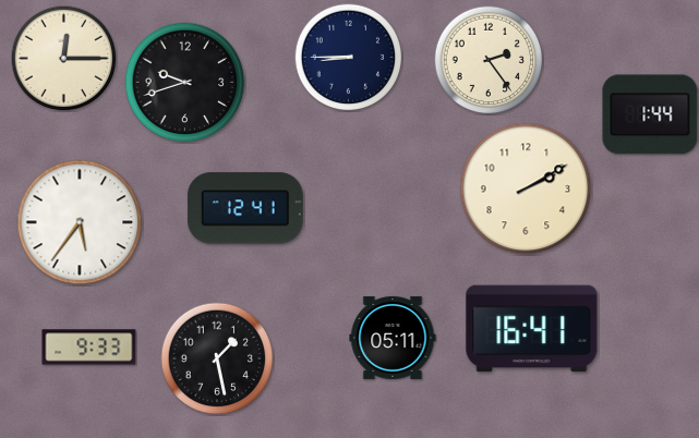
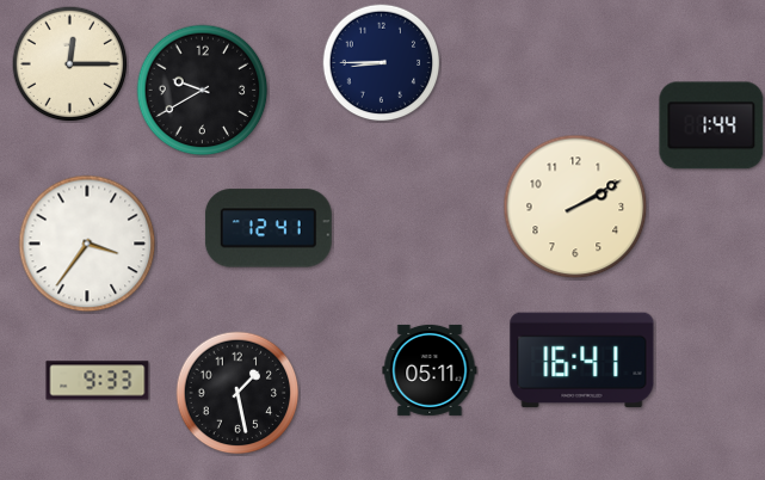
clock at (489, 60): 2:24 -> none
clock at (185, 83): 9:42 -> 9:40
clock at (80, 222): 5:36 -> 3:36
